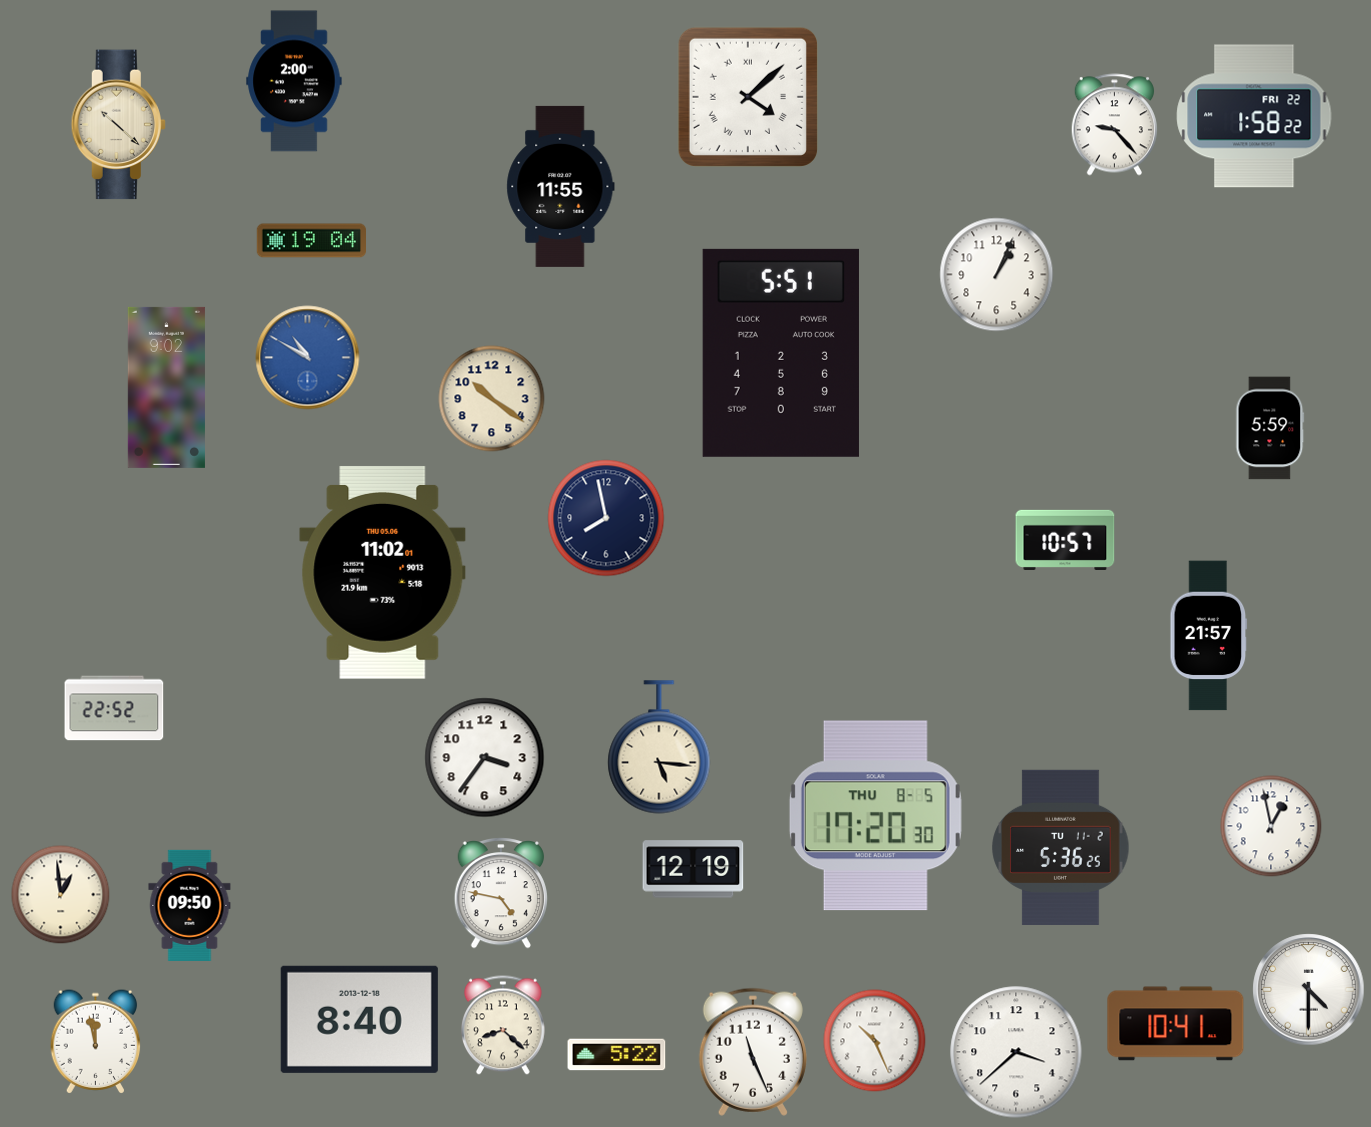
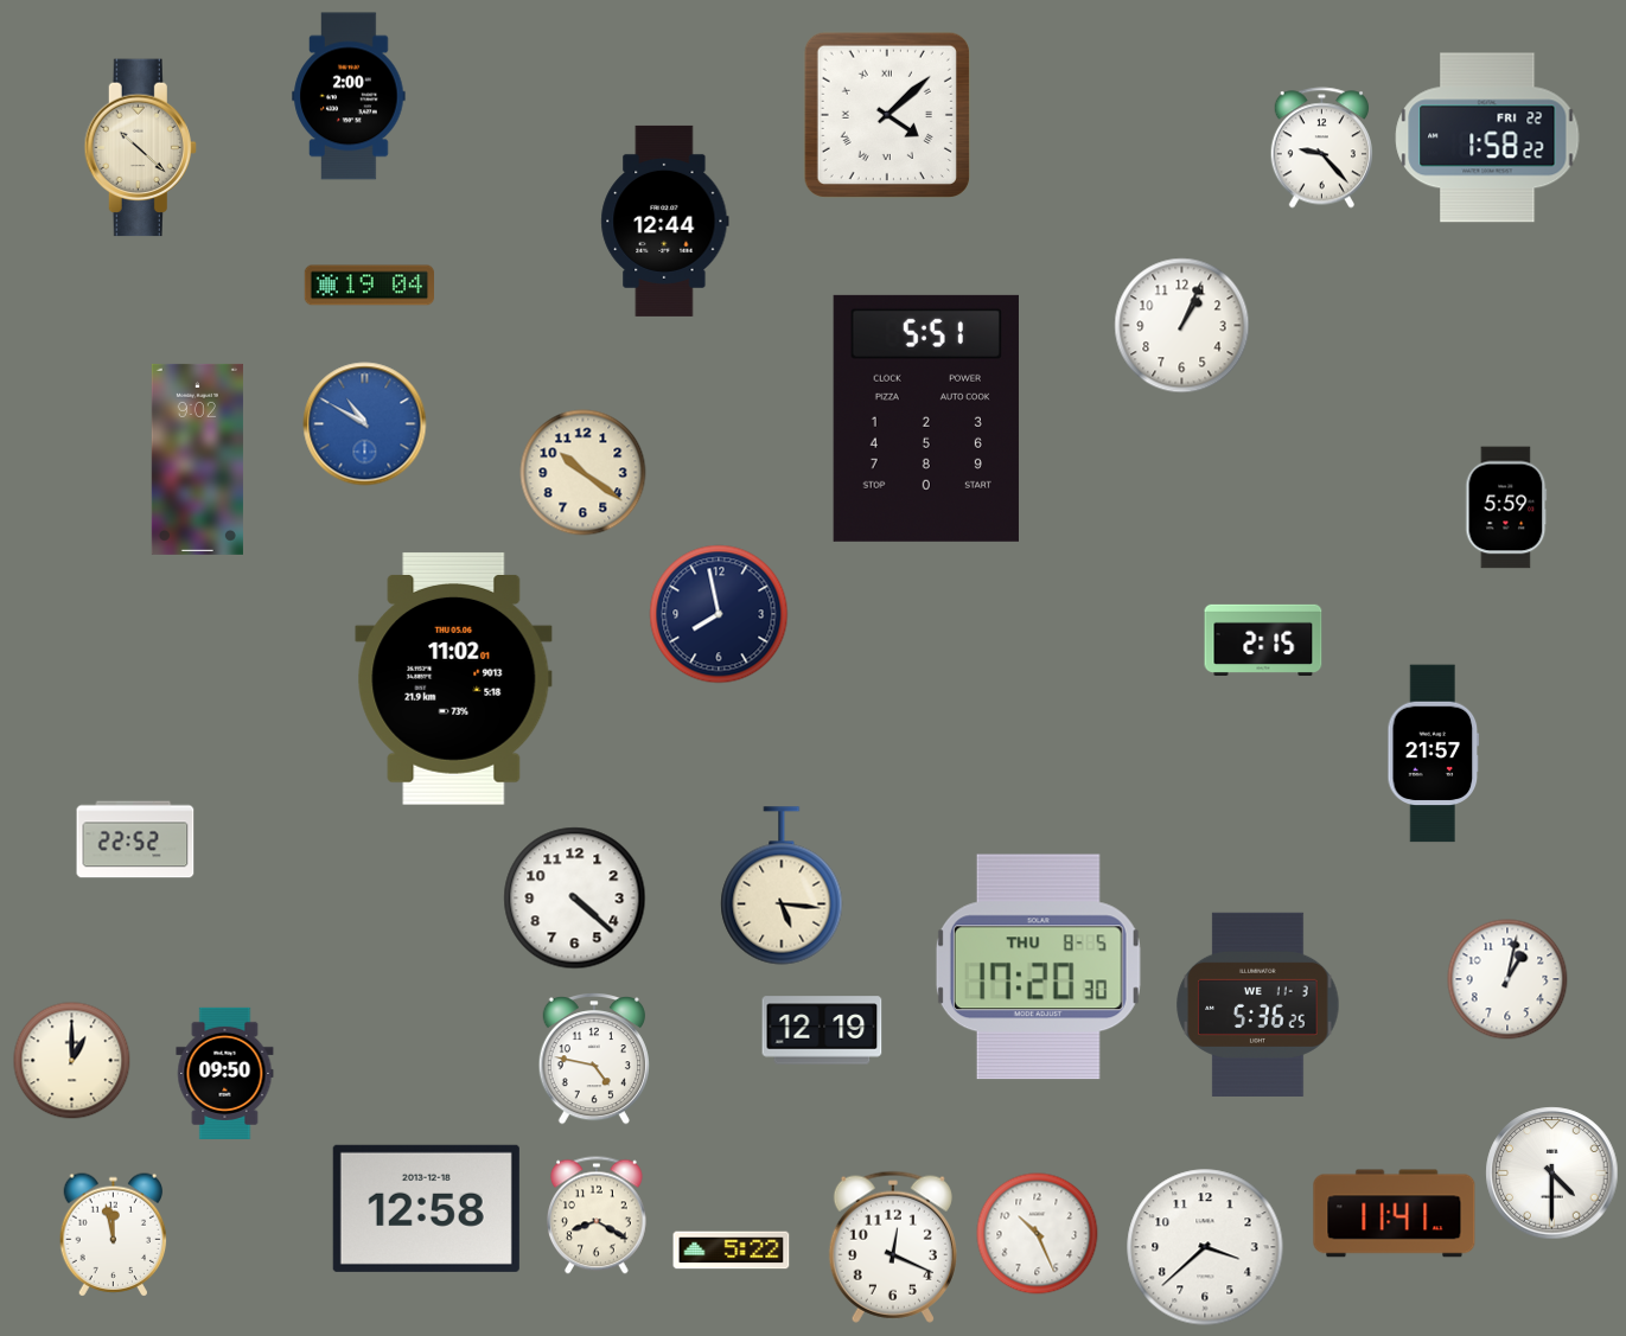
clock at (561, 186): 11:55 -> 12:44
clock at (1065, 540): 10:57 -> 2:15
clock at (485, 758): 3:36 -> 4:22
clock at (1271, 826): 12:58 -> 1:02
clock at (1061, 847) date: TU 11-2 -> WE 11-3
clock at (61, 895): 12:59 -> 1:00
clock at (359, 1019): 8:40 -> 12:58
clock at (1176, 1024): 10:41 -> 11:41
clock at (504, 1025): 8:22 -> 8:20
clock at (753, 1052): 11:26 -> 12:19
